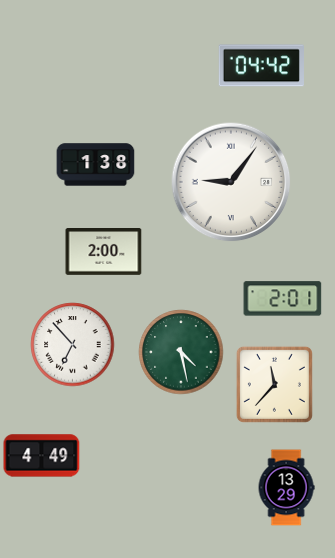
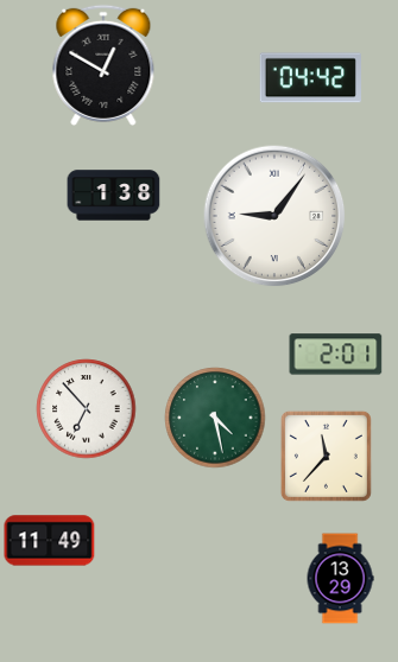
clock at (103, 65): none -> 12:50
clock at (104, 252): 2:00 -> none
clock at (42, 456): 4:49 -> 11:49
